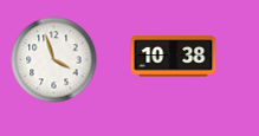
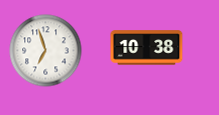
clock at (54, 60): 3:57 -> 6:57
